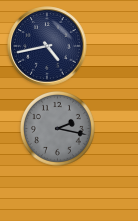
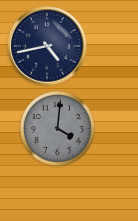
clock at (57, 128): 2:17 -> 4:01
